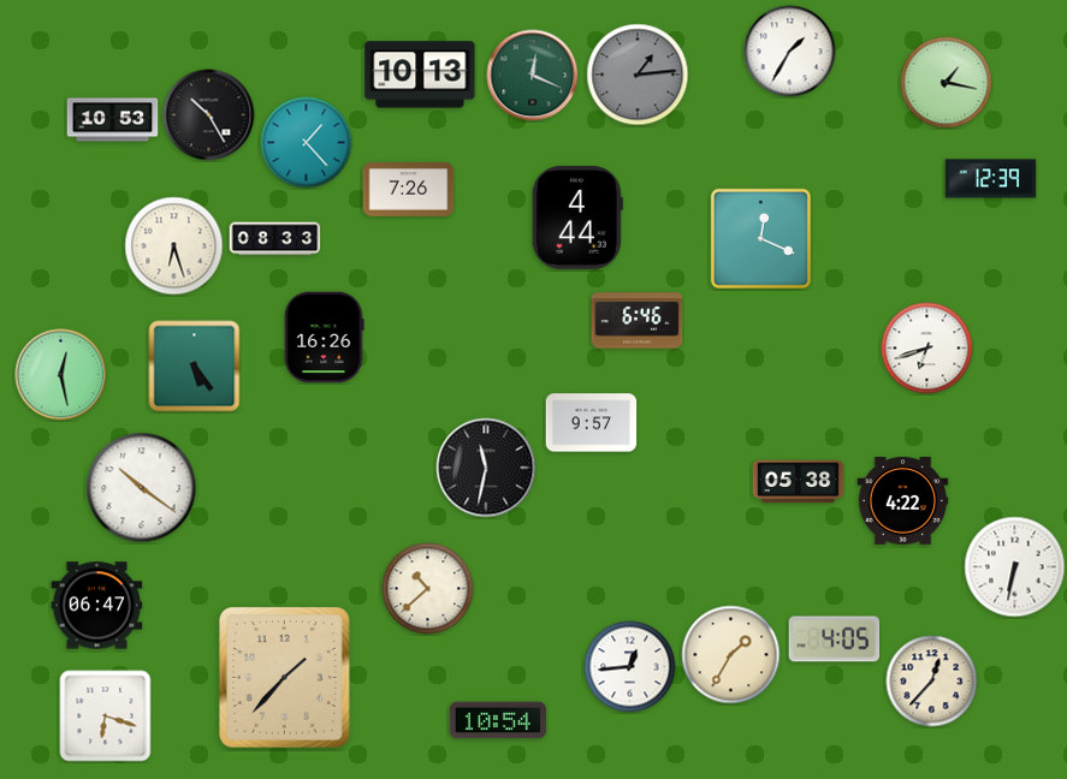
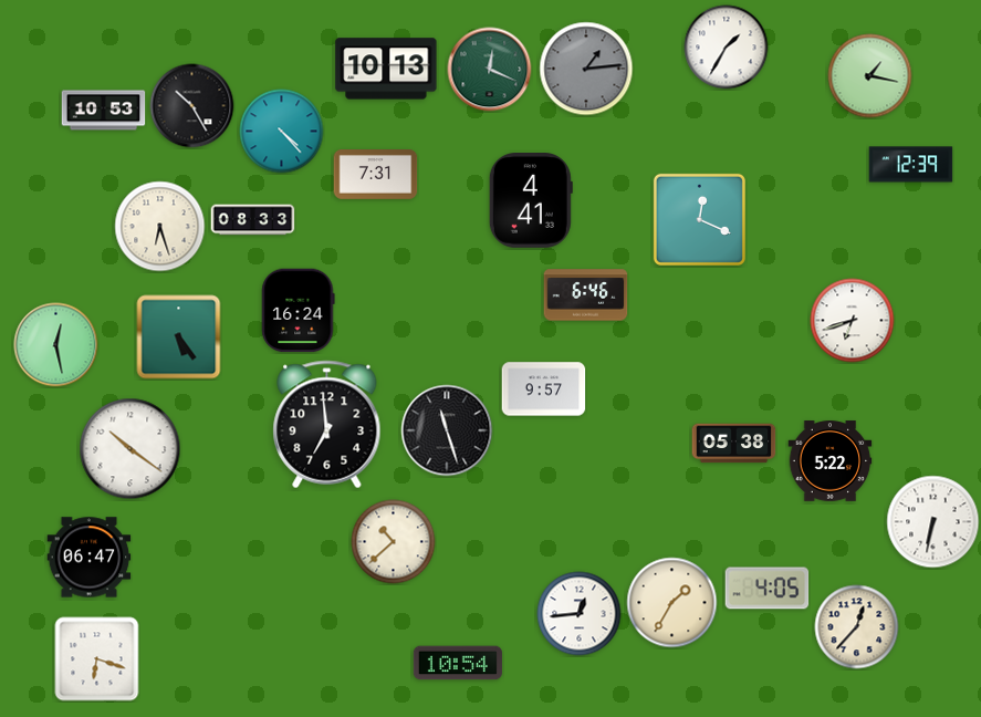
clock at (307, 143): 1:23 -> 4:23
clock at (409, 190): 7:26 -> 7:31
clock at (577, 219): 4:44 -> 4:41
clock at (325, 338): 16:26 -> 16:24
clock at (327, 425): none -> 6:59
clock at (486, 468): 11:32 -> 11:27
clock at (903, 501): 4:22 -> 5:22
clock at (285, 678): 1:37 -> none
